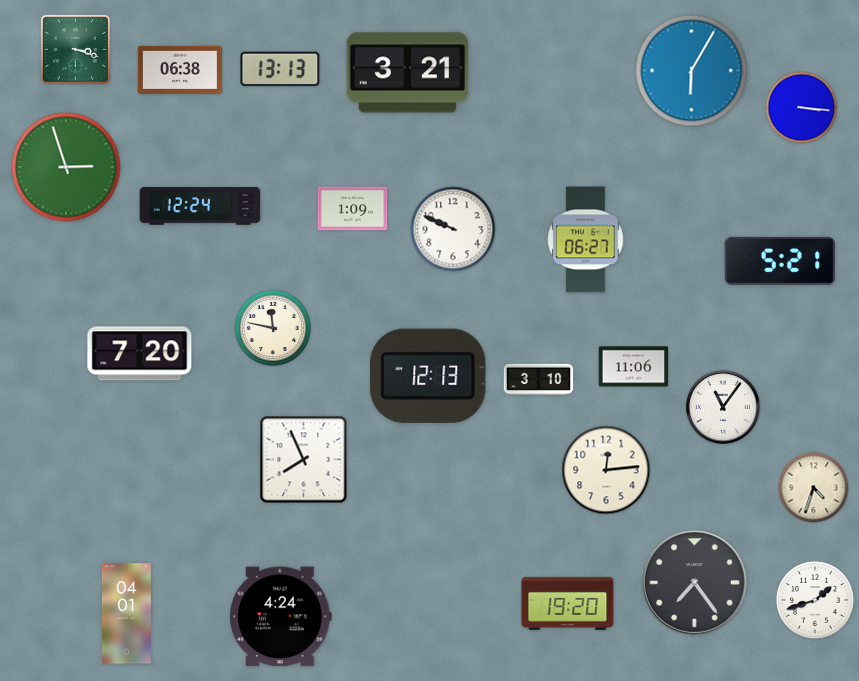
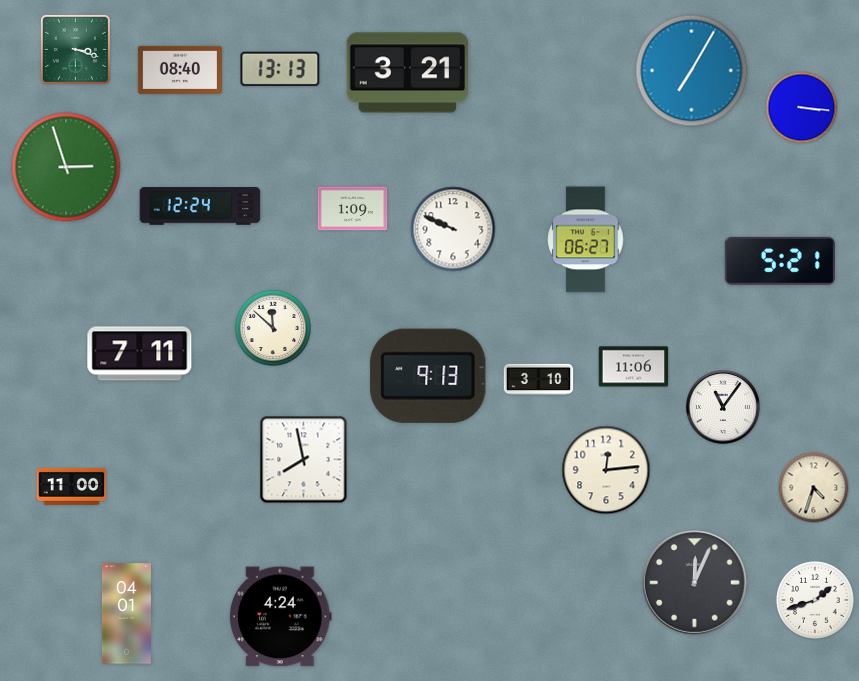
clock at (180, 70): 06:38 -> 08:40
clock at (692, 71): 6:05 -> 7:05
clock at (273, 328): 11:47 -> 11:52
clock at (140, 354): 7:20 -> 7:11
clock at (428, 376): 12:13 -> 9:13
clock at (304, 460): 7:56 -> 7:58
clock at (72, 486): none -> 11:00
clock at (694, 582): 7:24 -> 12:04
clock at (568, 603): 19:20 -> none
